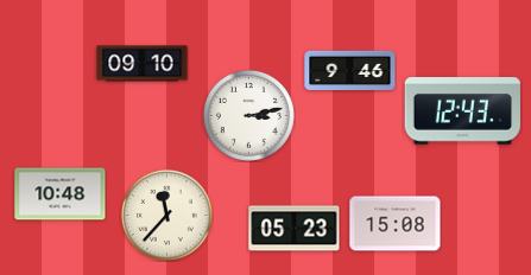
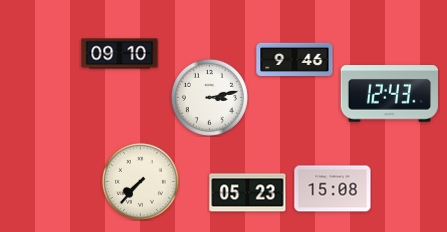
clock at (61, 194): 10:48 -> none
clock at (166, 215): 11:37 -> 7:37
